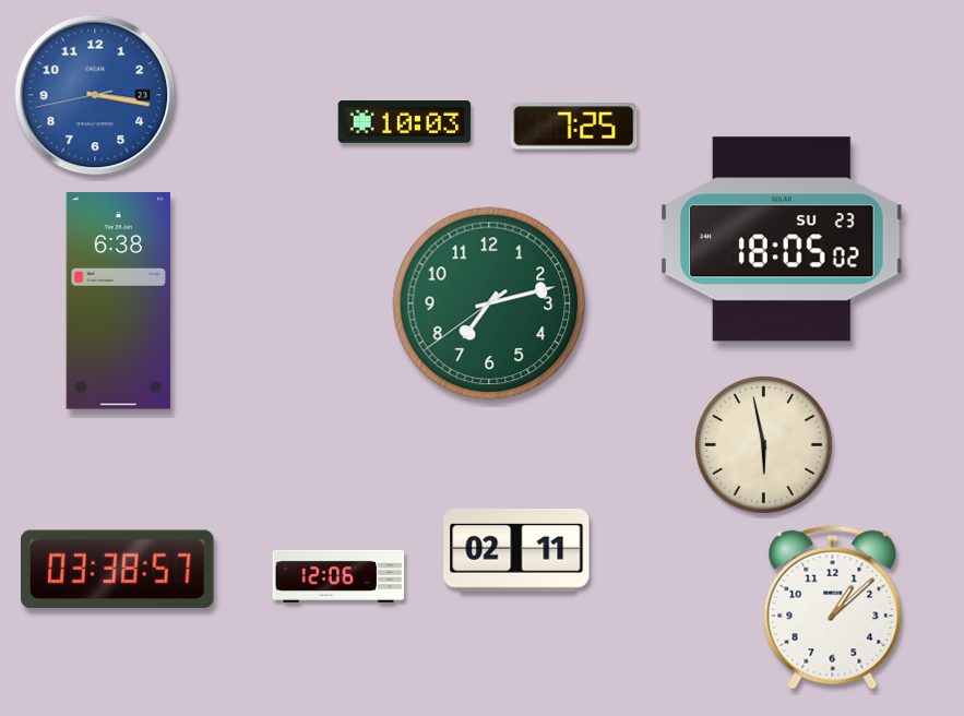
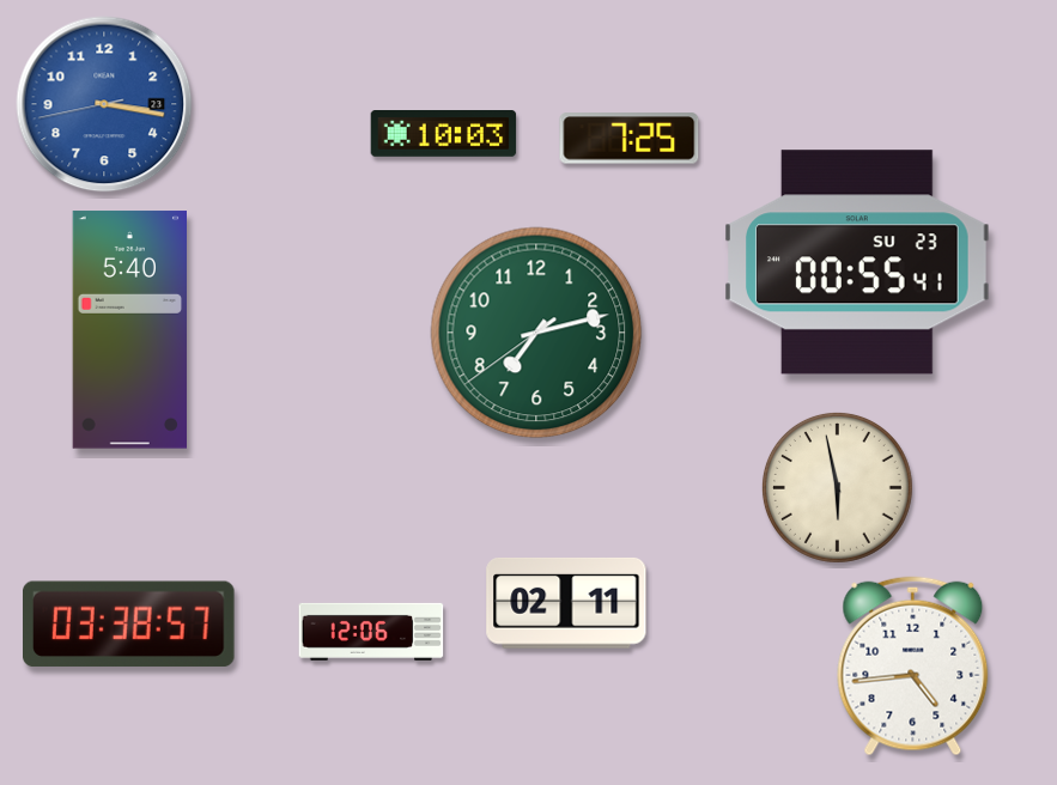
clock at (783, 239): 18:05 -> 00:55
clock at (118, 301): 6:38 -> 5:40
clock at (833, 608): 1:08 -> 4:44
